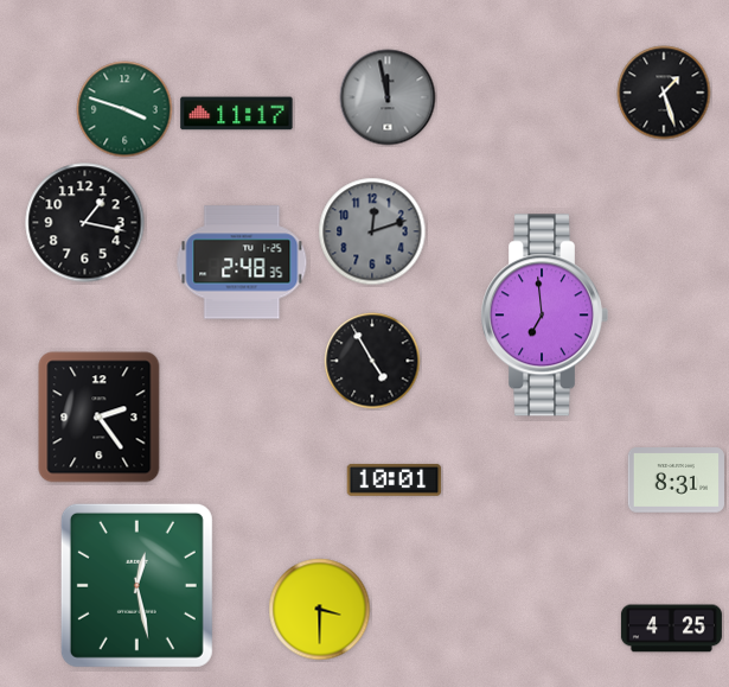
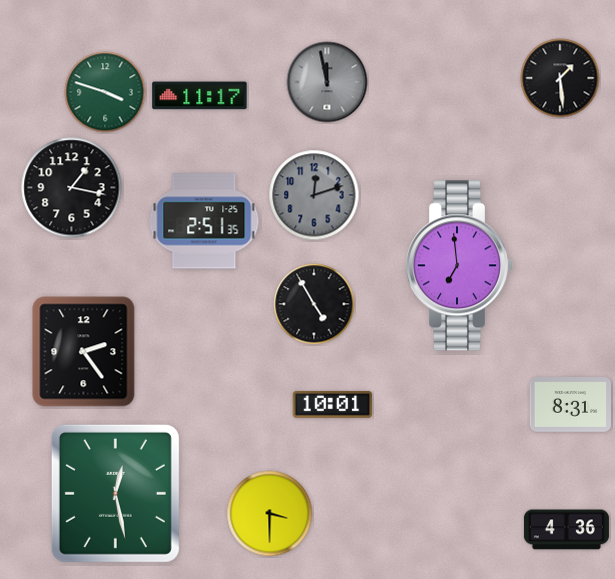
clock at (664, 93): 1:27 -> 1:29
clock at (242, 262): 2:48 -> 2:51
clock at (671, 629): 4:25 -> 4:36
